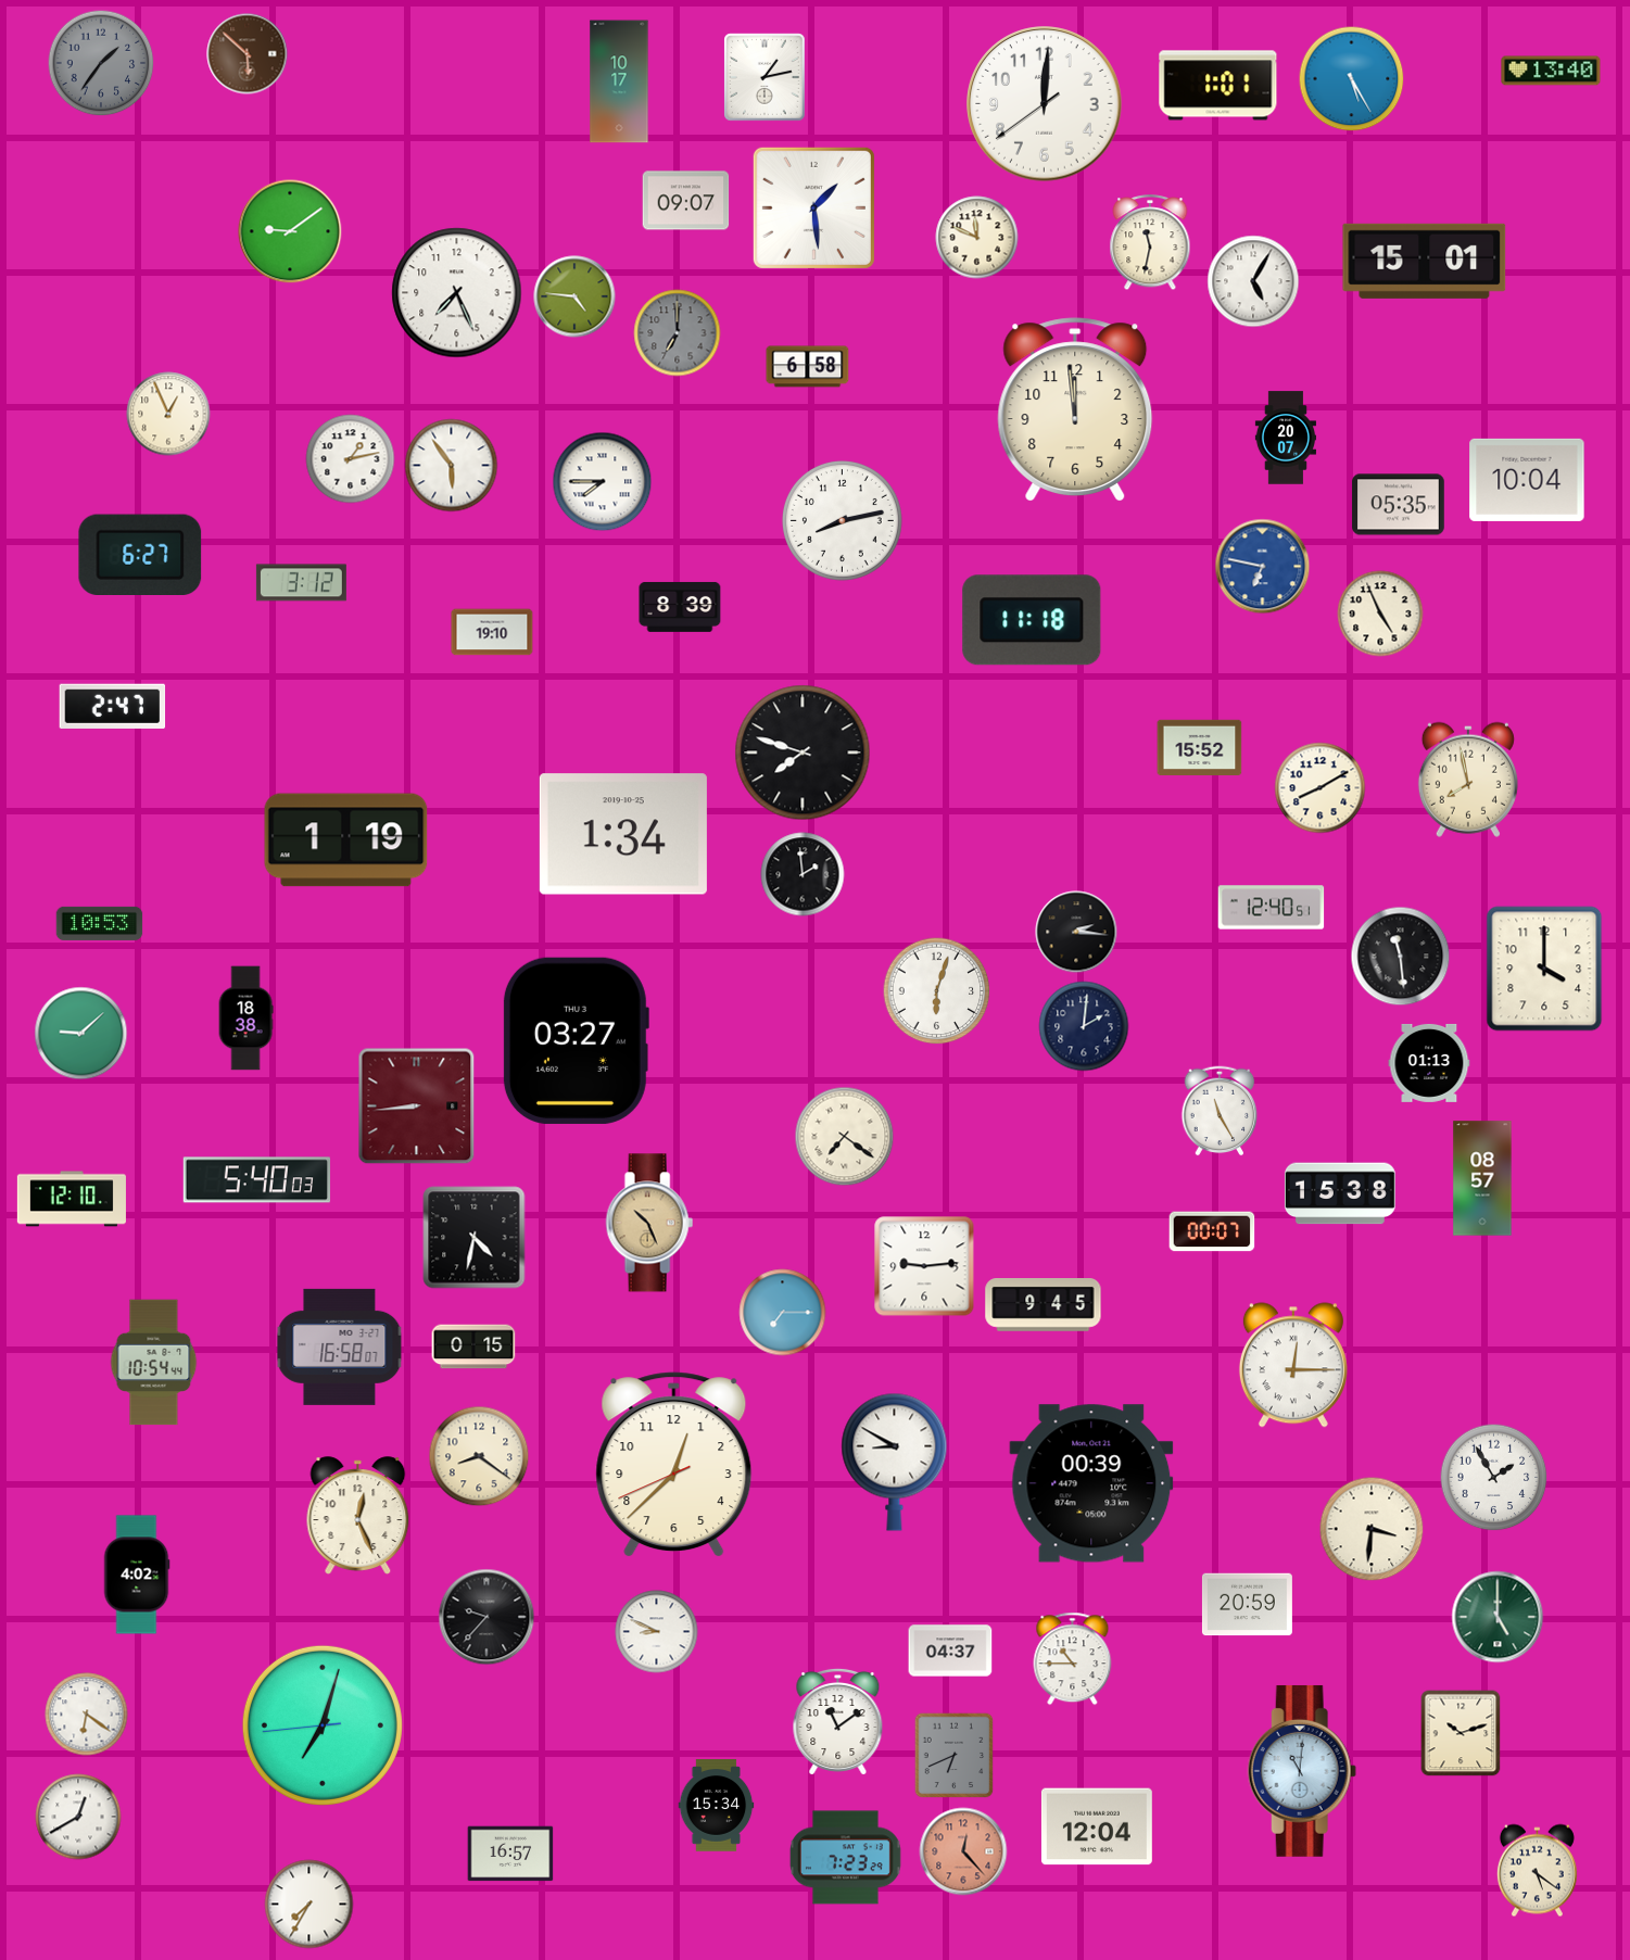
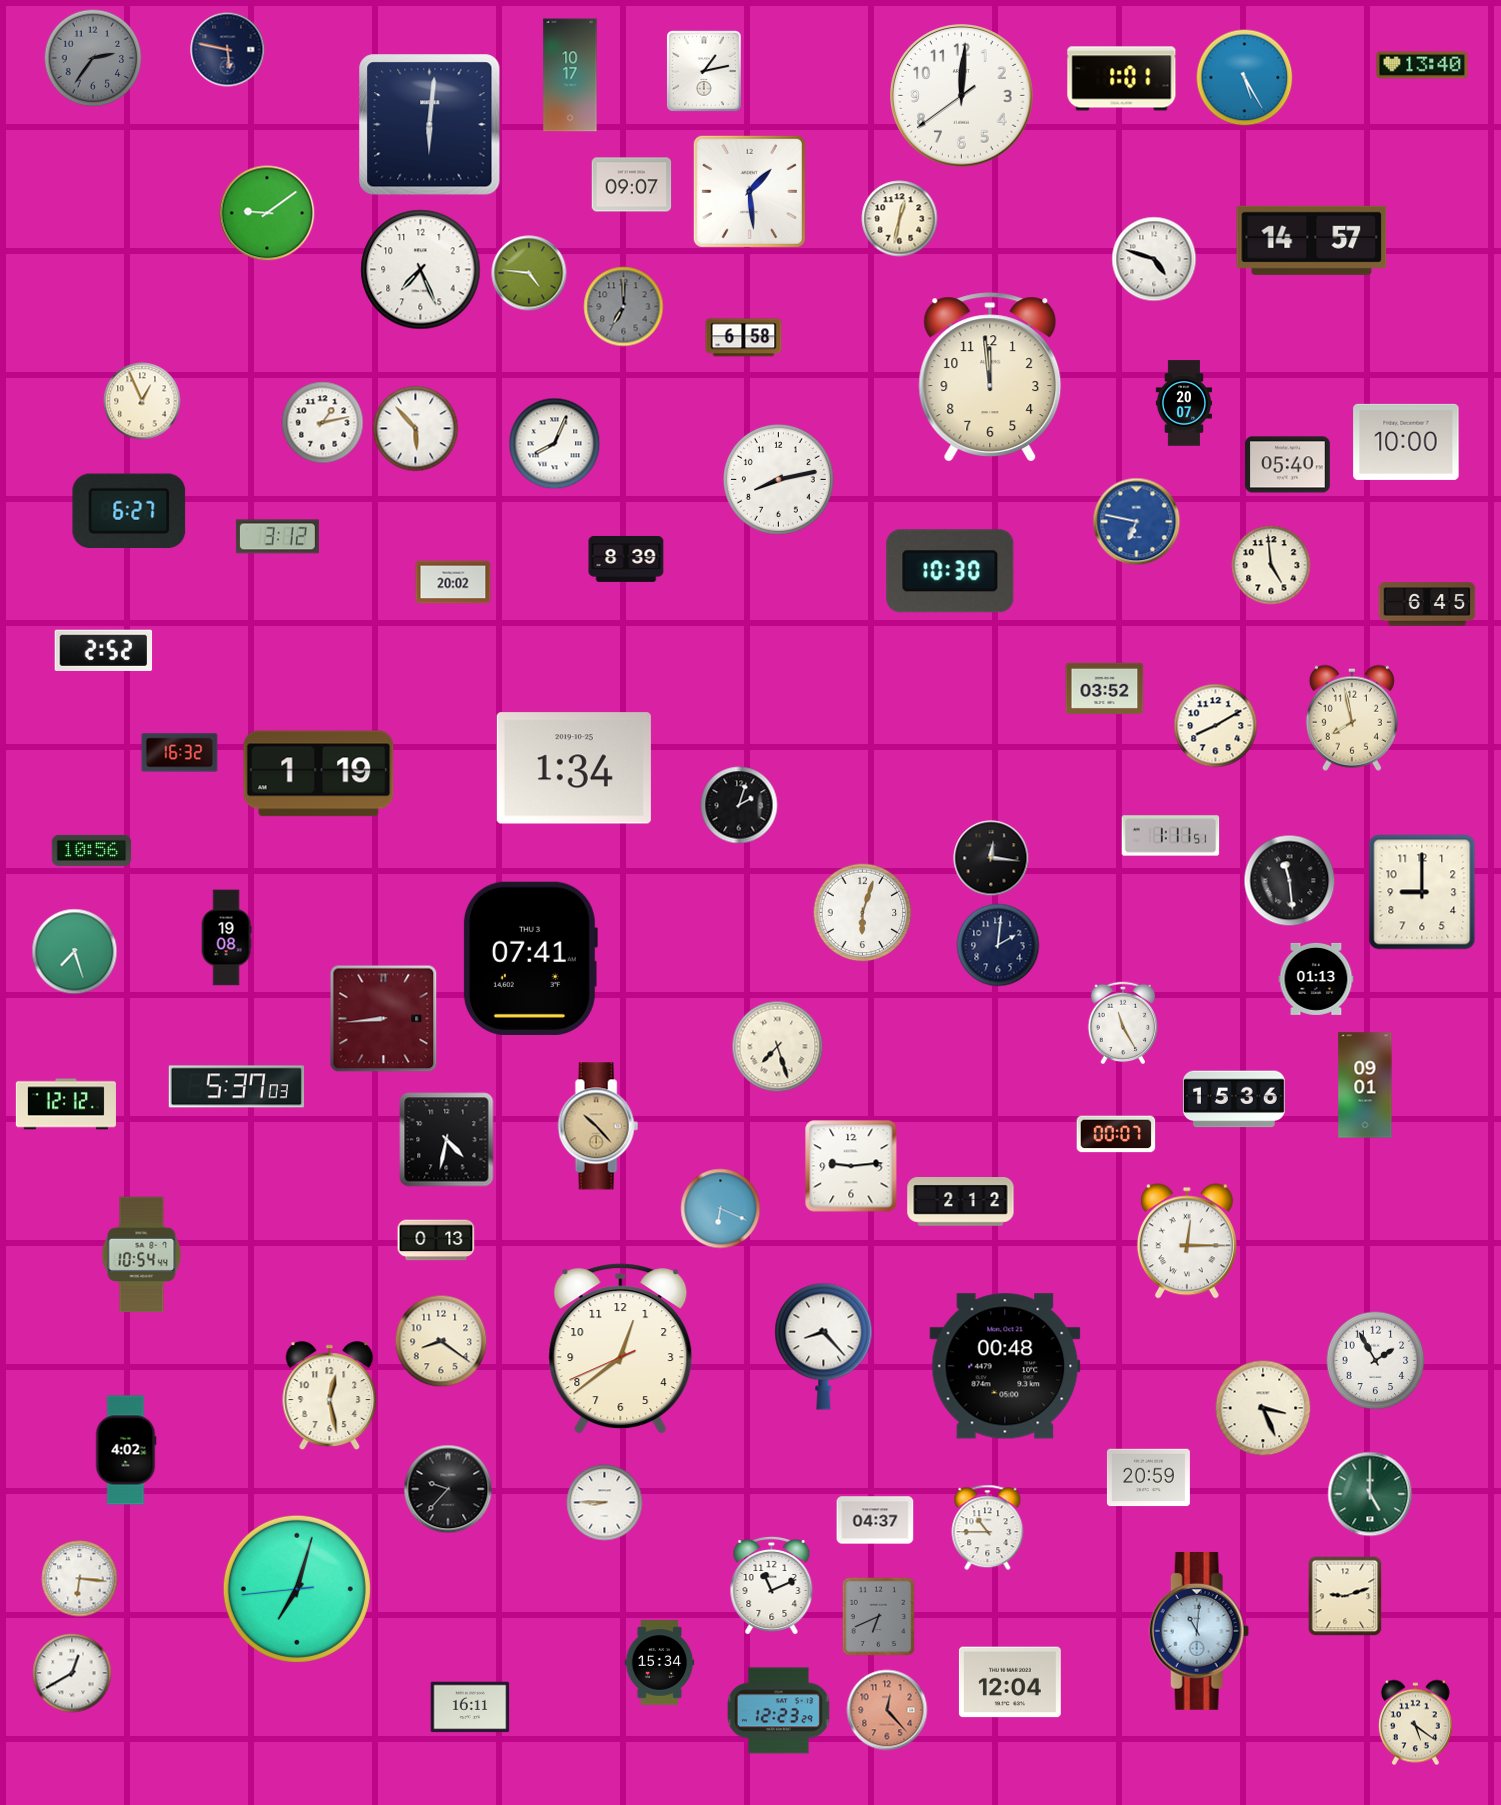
clock at (248, 54): 5:52 -> 5:47
clock at (248, 54) dial: brown -> navy
clock at (101, 63): 1:36 -> 2:36
clock at (1551, 71) position: (1551, 71) -> (1422, 65)
clock at (1352, 79) position: (1352, 79) -> (1245, 78)
clock at (430, 125): none -> 6:01
clock at (977, 238): 11:49 -> 12:32
clock at (1150, 243): 11:32 -> none
clock at (1425, 261): 15:01 -> 14:57
clock at (1253, 281): 5:05 -> 4:48
clock at (168, 414) position: (168, 414) -> (142, 401)
clock at (452, 466): 5:54 -> 5:53
clock at (1527, 480): 10:04 -> 10:00
clock at (603, 482): 7:45 -> 8:04
clock at (1399, 505): 05:35 -> 05:40
clock at (842, 520) position: (842, 520) -> (778, 479)
clock at (1263, 567) position: (1263, 567) -> (1137, 522)
clock at (1380, 614): 4:56 -> 4:59
clock at (1032, 620): 11:18 -> 10:30
clock at (492, 632): 19:10 -> 20:02
clock at (1427, 604): none -> 6:45
clock at (113, 706): 2:47 -> 2:52
clock at (1200, 747): 15:52 -> 03:52
clock at (803, 753): 7:48 -> none
clock at (180, 753): none -> 16:32
clock at (803, 874): 1:59 -> 2:03
clock at (1272, 908): 12:40 -> 1:11
clock at (100, 923): 10:53 -> 10:56
clock at (1076, 932): 2:16 -> 12:16
clock at (1544, 969): 4:00 -> 9:00
clock at (245, 1019): 18:38 -> 19:08
clock at (81, 1034): 9:08 -> 7:27
clock at (576, 1040): 03:27 -> 07:41
clock at (845, 1137): 7:21 -> 7:27
clock at (1482, 1178): 08:57 -> 09:01
clock at (256, 1180): 5:40 -> 5:37
clock at (1340, 1193): 15:38 -> 15:36
clock at (72, 1199): 12:10 -> 12:12
clock at (649, 1223): 10:26 -> 10:23
clock at (475, 1238) position: (475, 1238) -> (447, 1140)
clock at (1044, 1305): 9:45 -> 2:12
clock at (783, 1313): 7:15 -> 6:19
clock at (340, 1346): 16:58 -> none
clock at (473, 1346): 0:15 -> 0:13
clock at (1293, 1365) position: (1293, 1365) -> (1187, 1241)
clock at (895, 1462): 8:50 -> 8:23
clock at (674, 1465): 12:37 -> 12:38
clock at (1091, 1483): 00:39 -> 00:48
clock at (358, 1516): 12:26 -> 12:28
clock at (1372, 1529): 3:31 -> 3:26
clock at (1498, 1617) position: (1498, 1617) -> (1370, 1494)
clock at (657, 1632): 8:49 -> 8:45
clock at (87, 1715): 6:21 -> 6:16
clock at (838, 1721): 11:09 -> 11:11
clock at (1461, 1733): 10:12 -> 9:12
clock at (963, 1851) position: (963, 1851) -> (887, 1710)
clock at (510, 1854): 16:57 -> 16:11
clock at (845, 1858): 7:23 -> 12:23
clock at (309, 1905): 7:35 -> none
